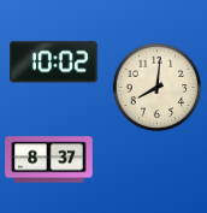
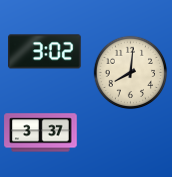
clock at (54, 63): 10:02 -> 3:02
clock at (49, 160): 8:37 -> 3:37
